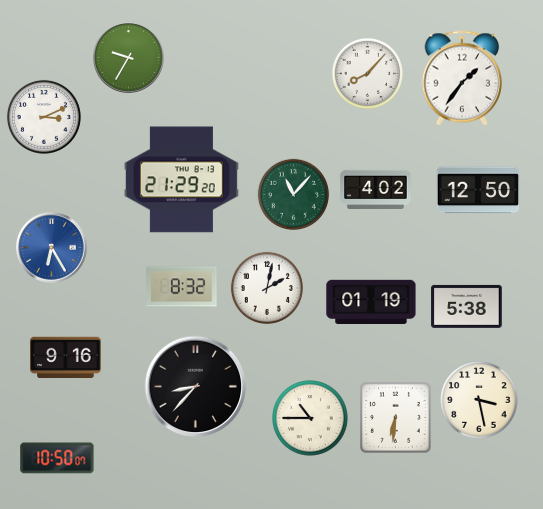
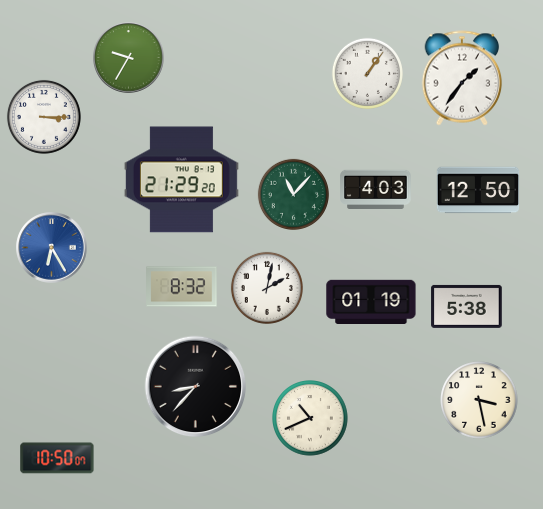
clock at (367, 73): 8:07 -> 1:06
clock at (44, 117): 3:11 -> 3:15
clock at (376, 189): 4:02 -> 4:03
clock at (66, 357): 9:16 -> none
clock at (396, 418): 6:31 -> none
clock at (311, 419): 10:45 -> 10:41
